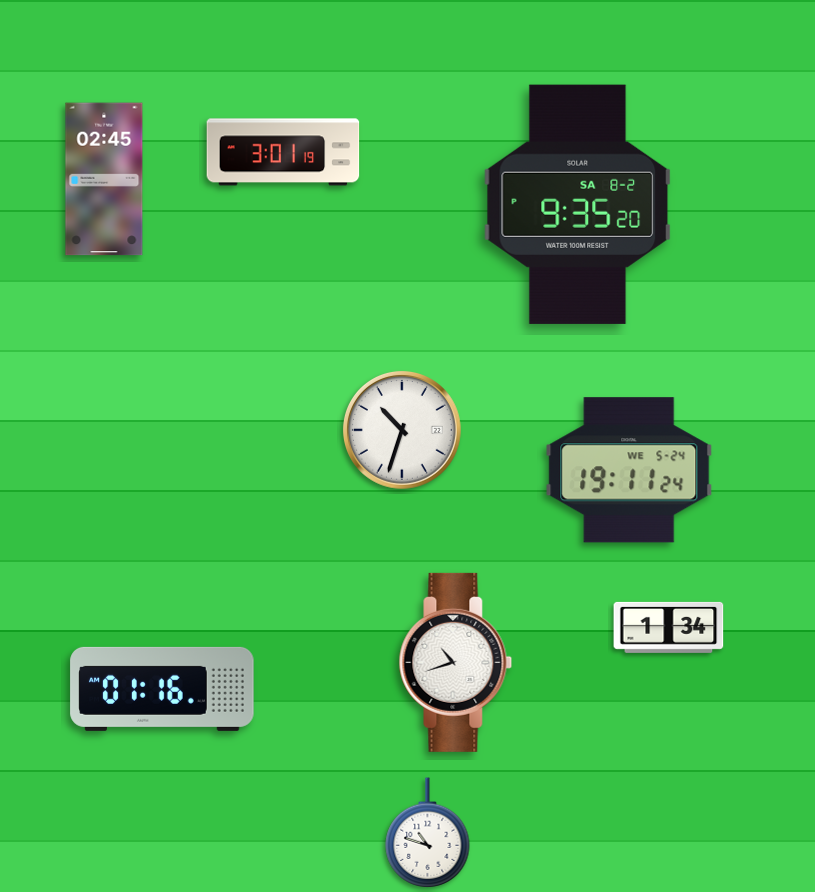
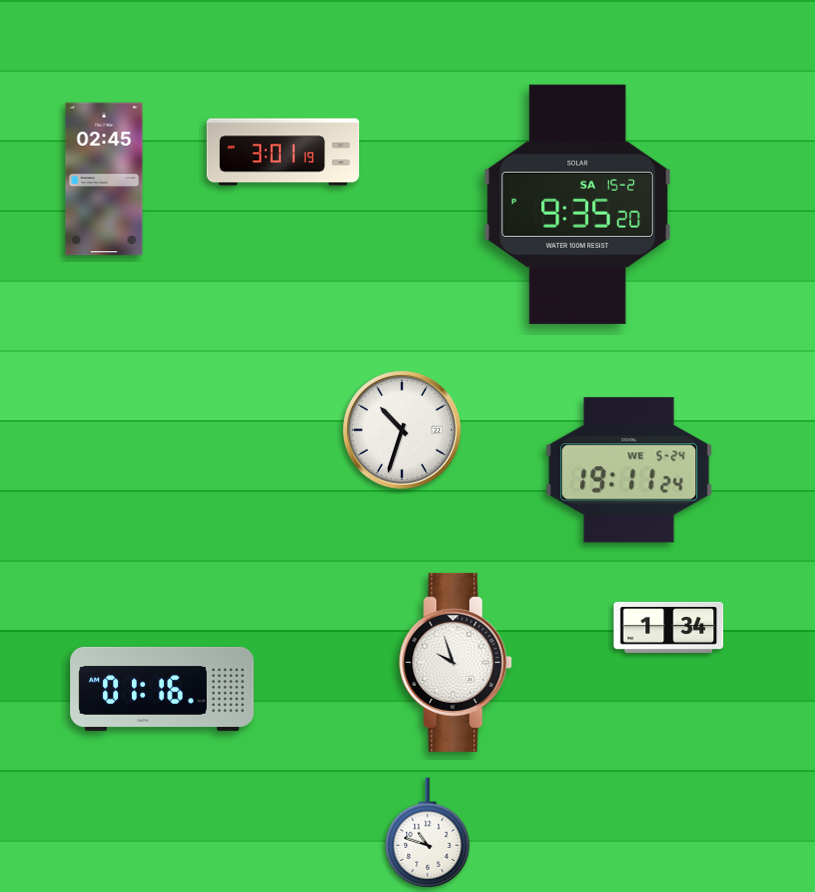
clock at (578, 204) date: SA 8-2 -> SA 15-2
clock at (456, 662): 10:42 -> 9:57
